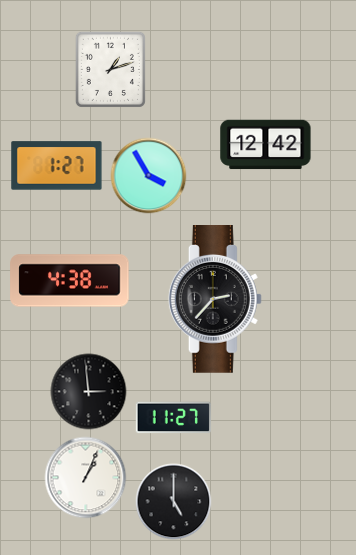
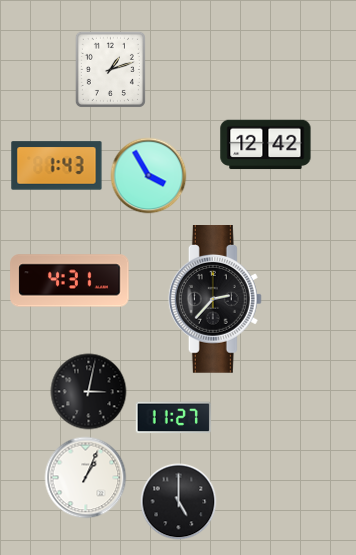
clock at (57, 166): 1:27 -> 1:43
clock at (70, 281): 4:38 -> 4:31
clock at (89, 392): 2:59 -> 3:02
clock at (174, 502) position: (174, 502) -> (179, 502)
